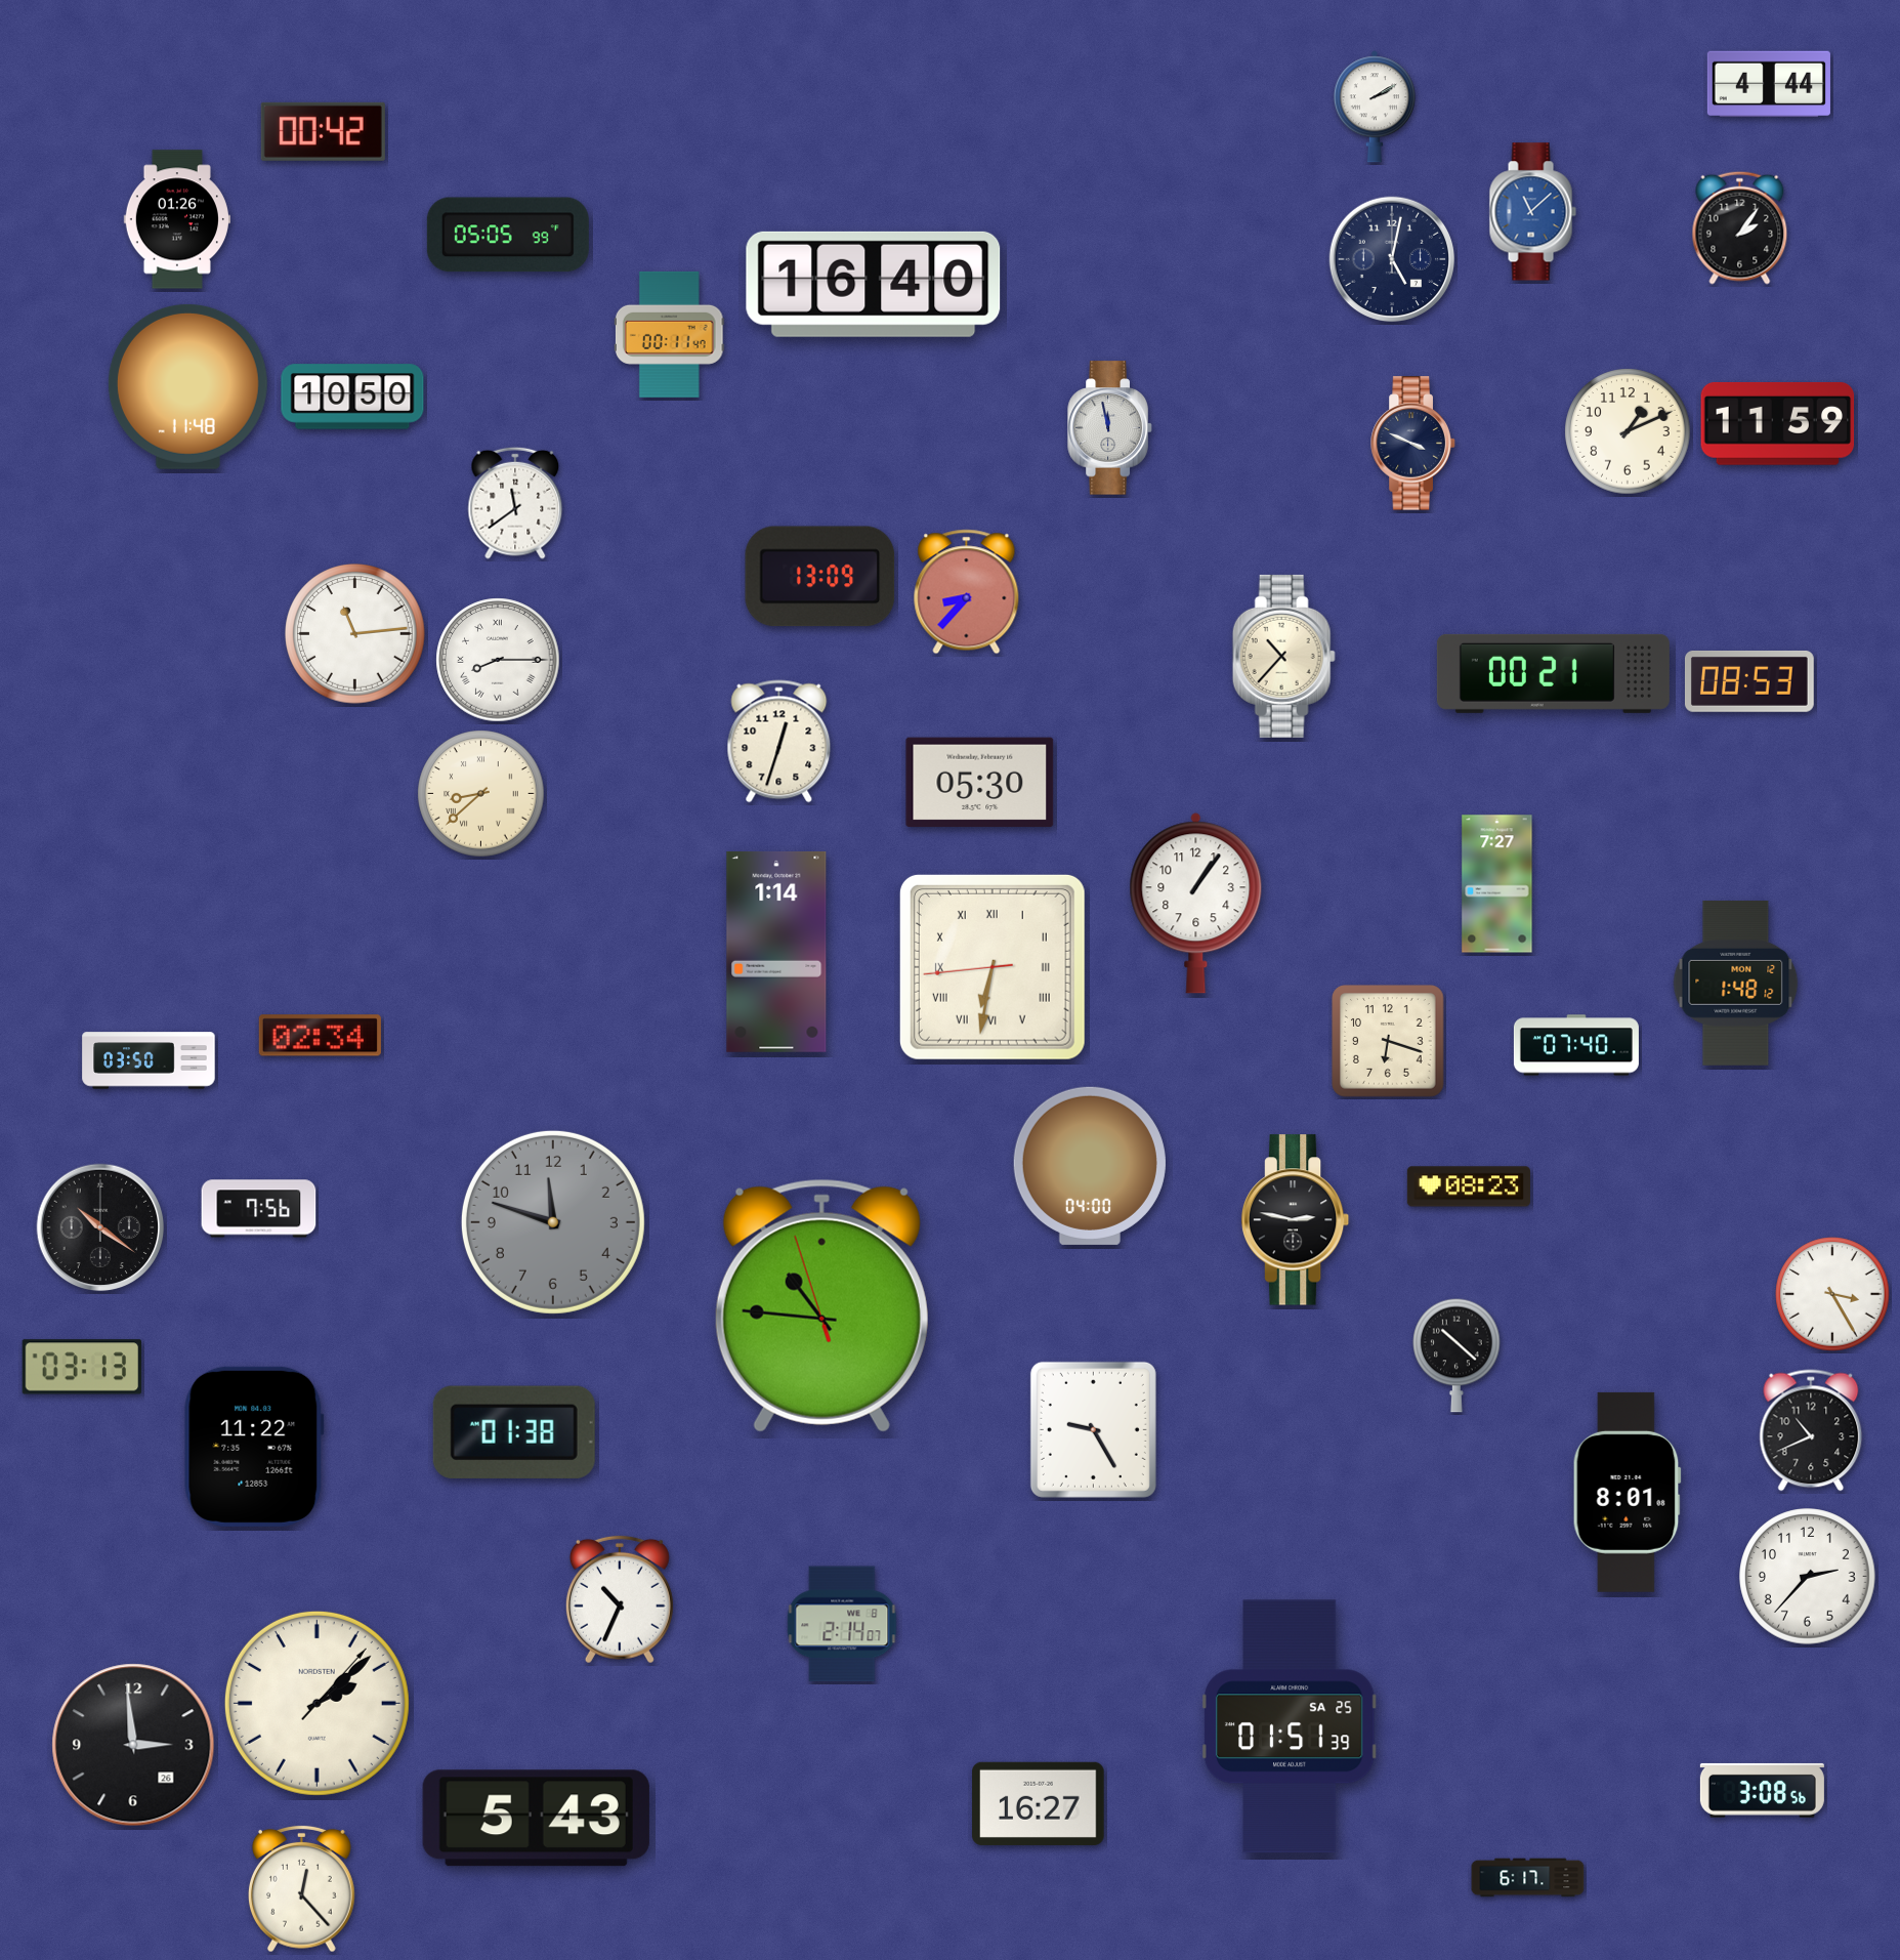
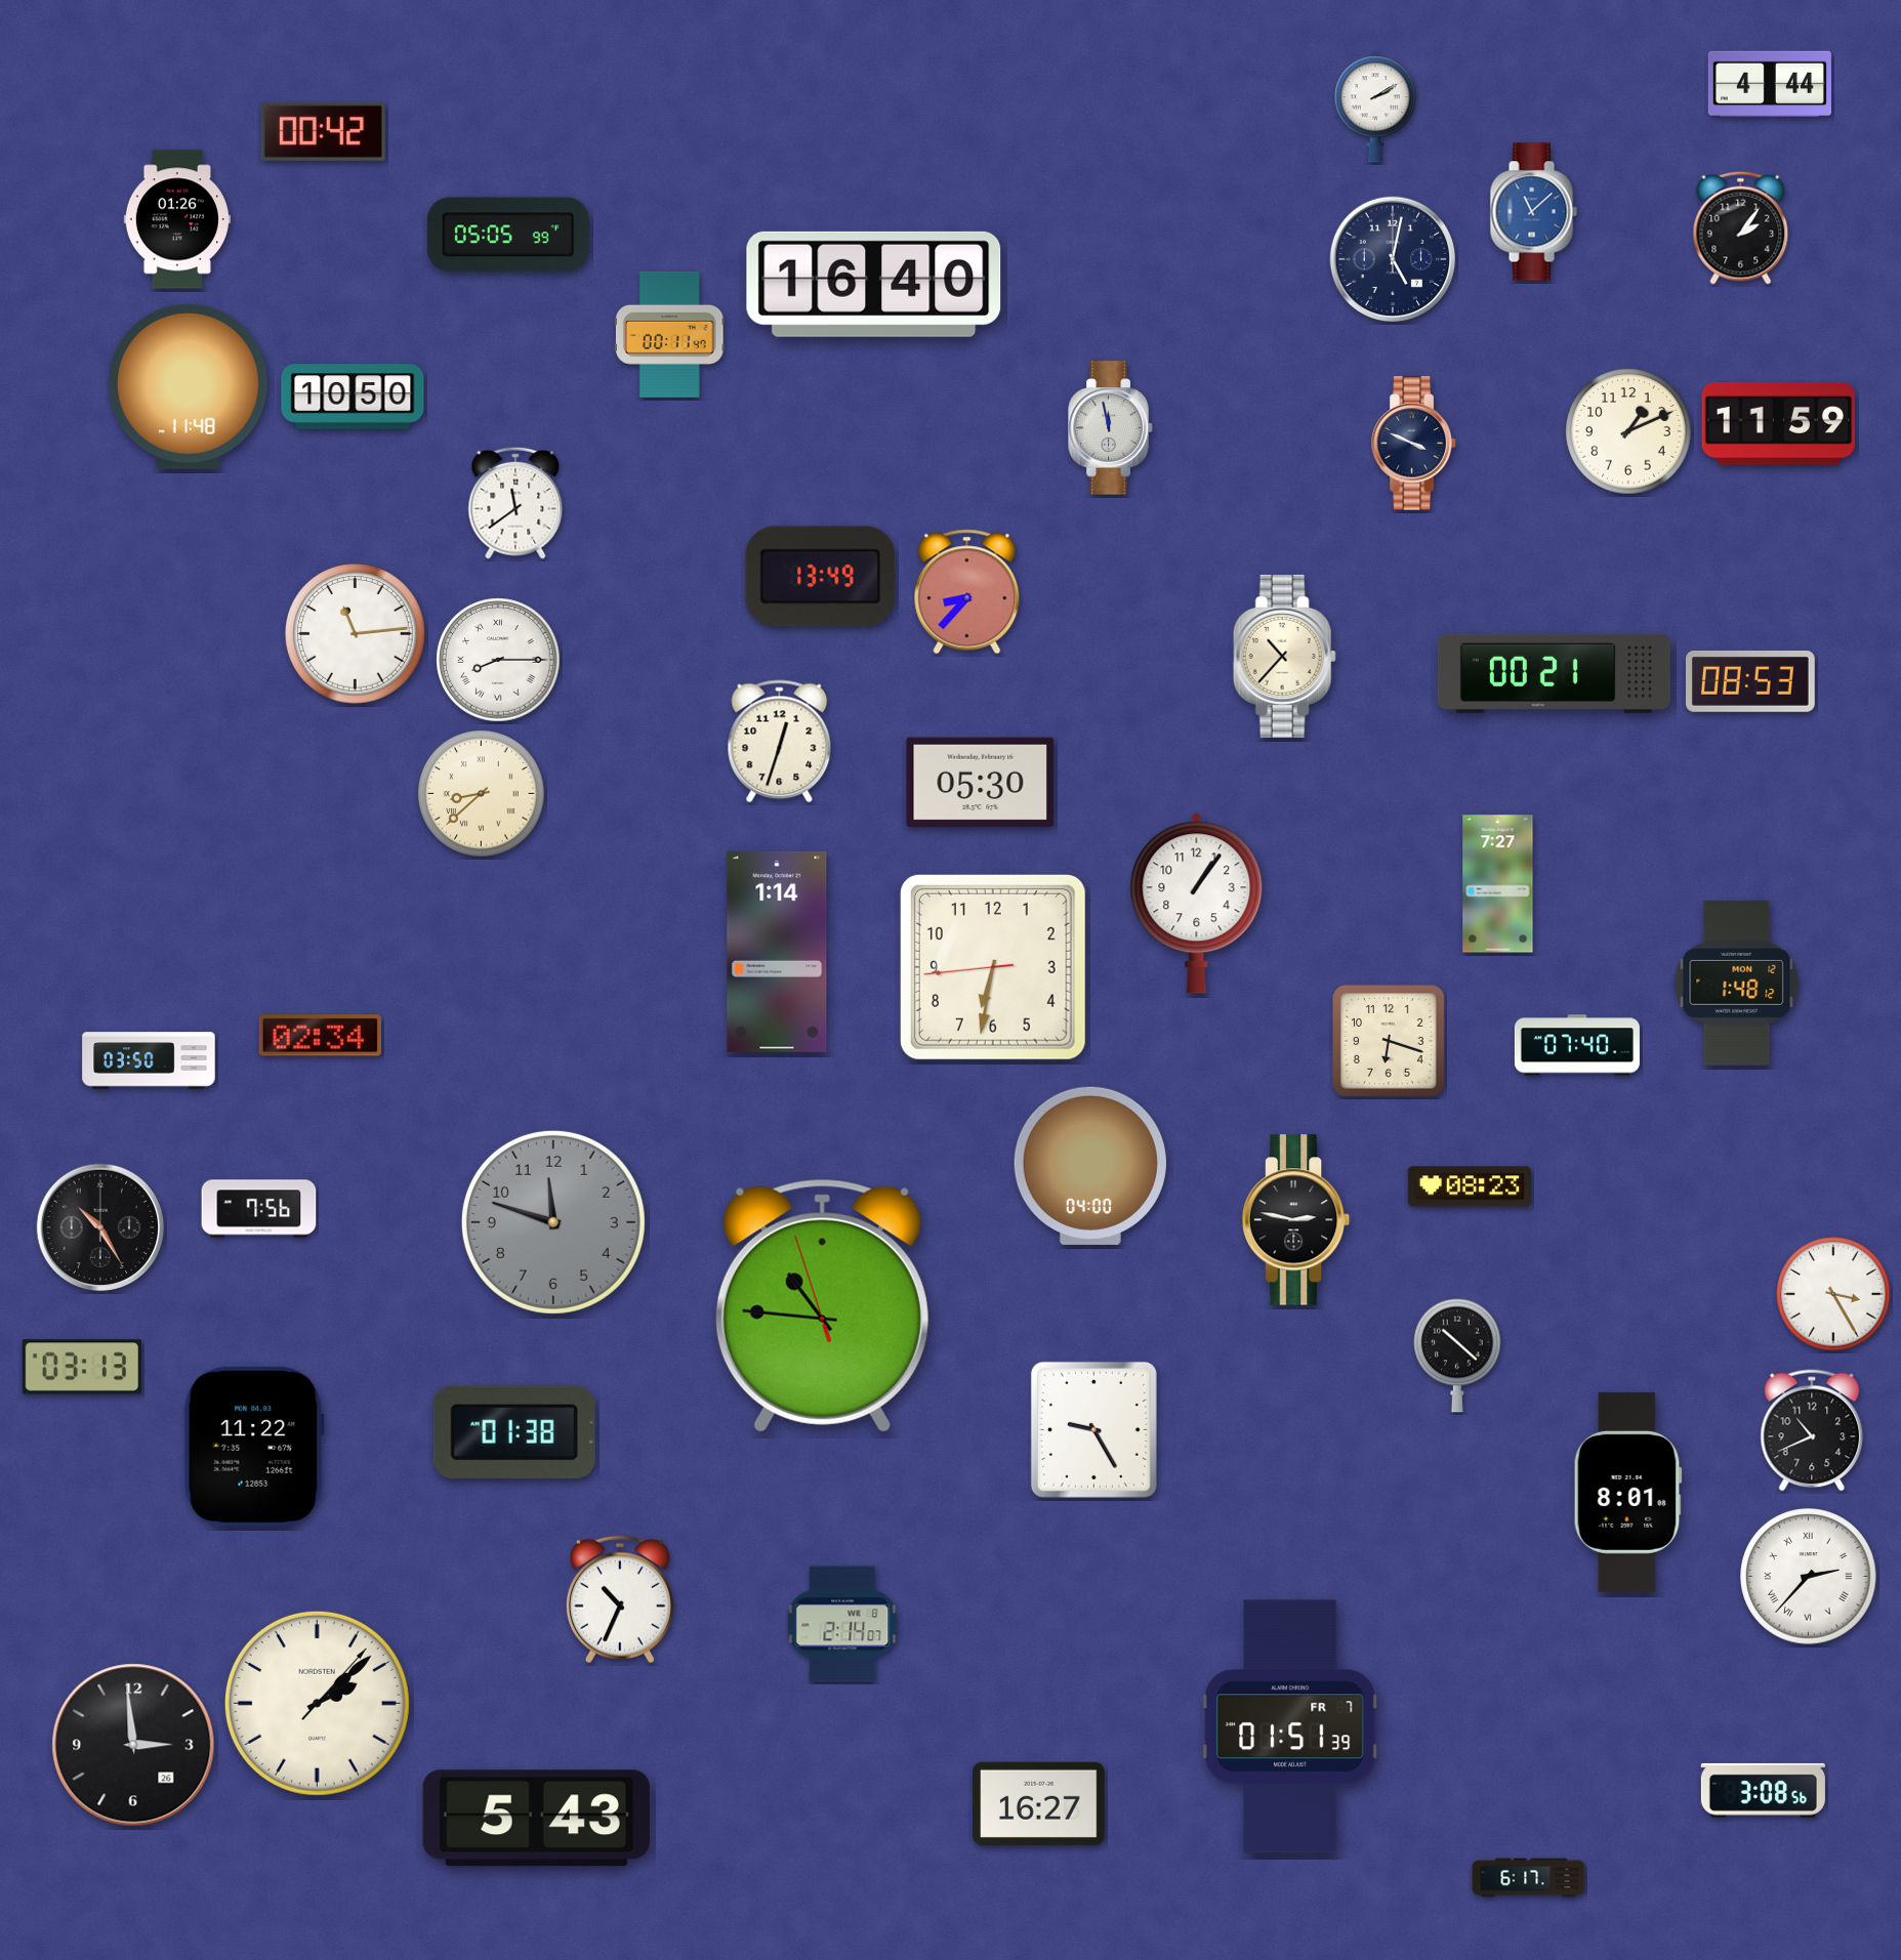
clock at (820, 577): 13:09 -> 13:49
clock at (993, 967) numerals: Roman -> Arabic
clock at (100, 1227): 10:21 -> 10:25
clock at (1808, 1577) numerals: Arabic -> Roman
clock at (1290, 1726) date: SA 25 -> FR 7
clock at (302, 1888): 12:23 -> none
